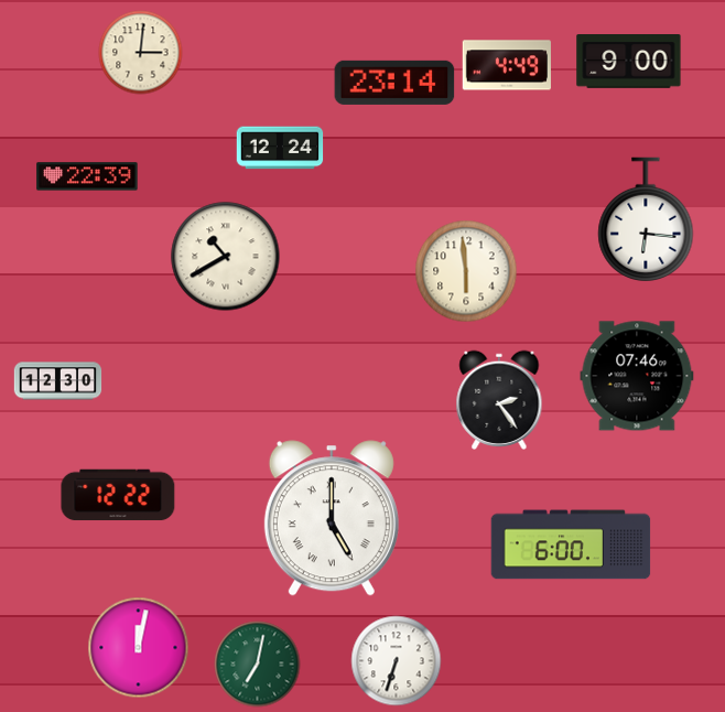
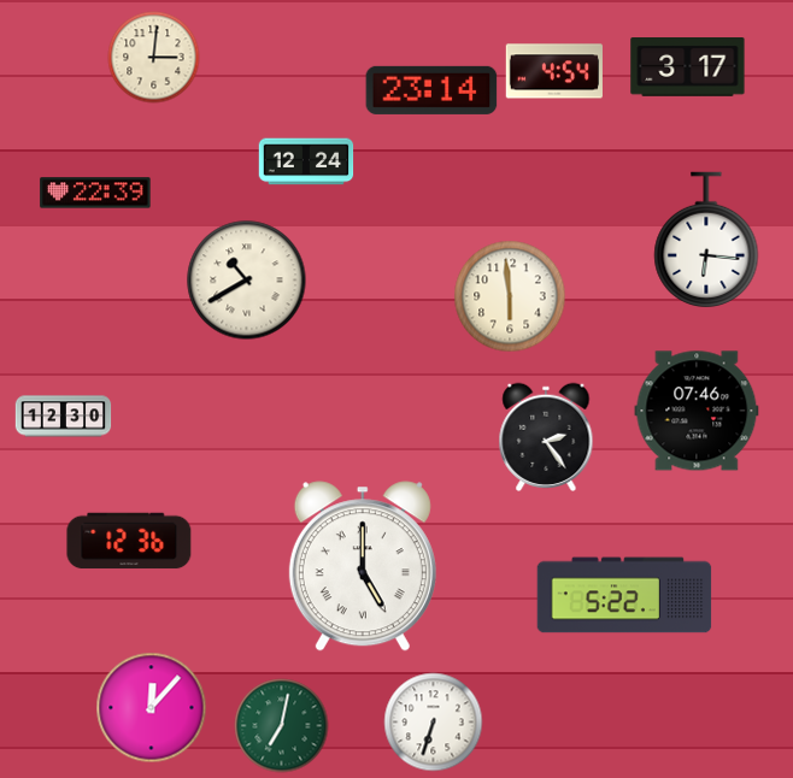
clock at (629, 62): 9:00 -> 3:17
clock at (506, 65): 4:49 -> 4:54
clock at (118, 495): 12:22 -> 12:36
clock at (571, 544): 6:00 -> 5:22
clock at (139, 648): 12:02 -> 12:07
